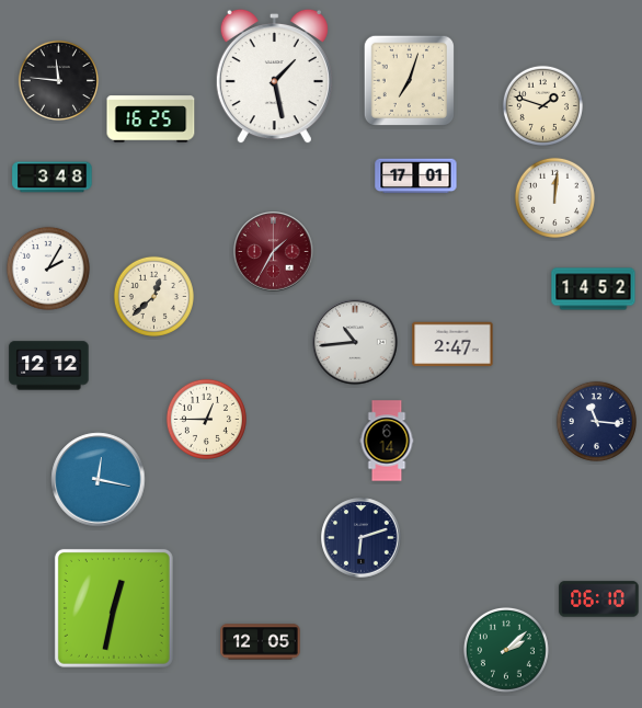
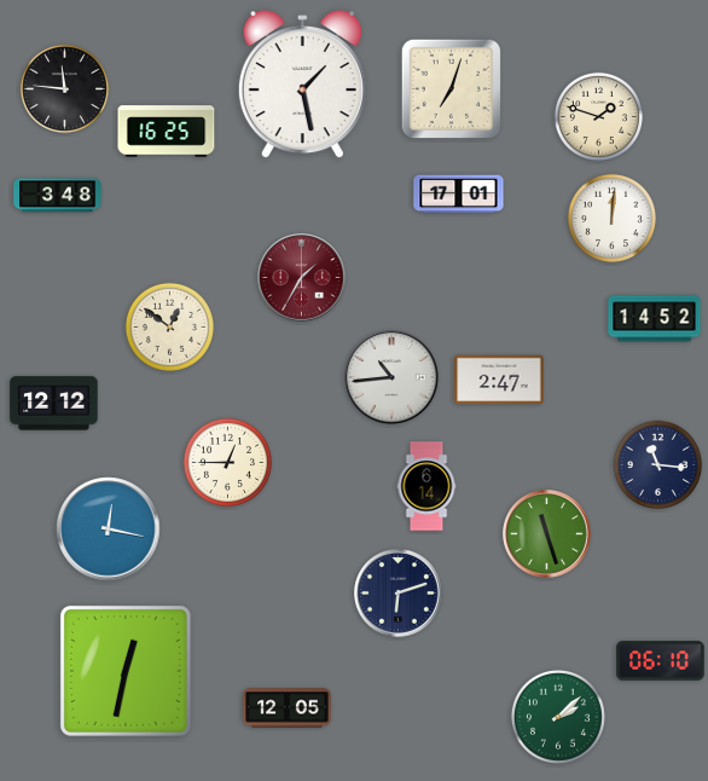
clock at (48, 269): 2:05 -> none
clock at (153, 296): 12:38 -> 12:51
clock at (547, 534): none -> 11:27
